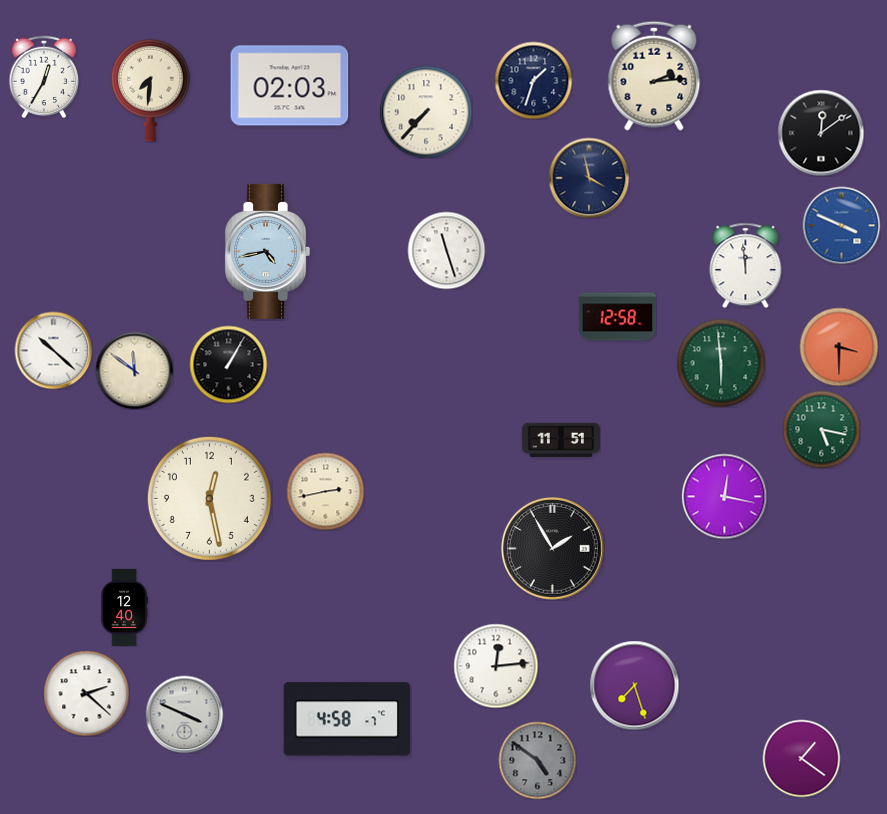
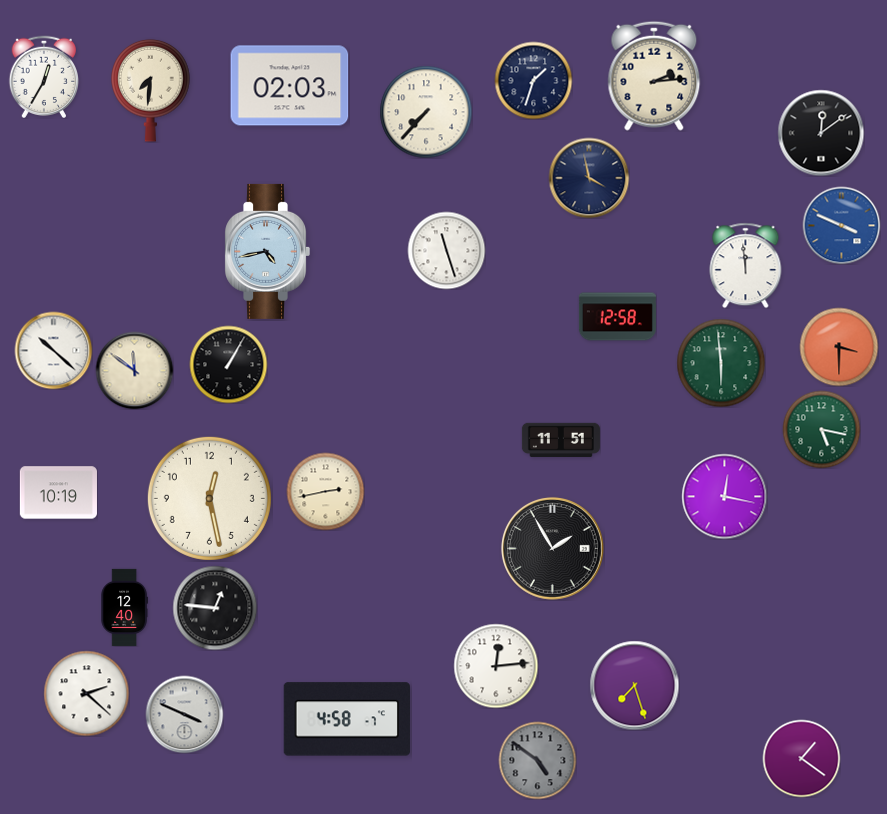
clock at (58, 493): none -> 10:19
clock at (215, 608): none -> 12:46
